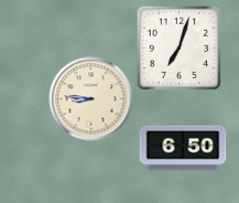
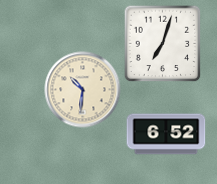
clock at (91, 99): 8:46 -> 10:31
clock at (183, 148): 6:50 -> 6:52
